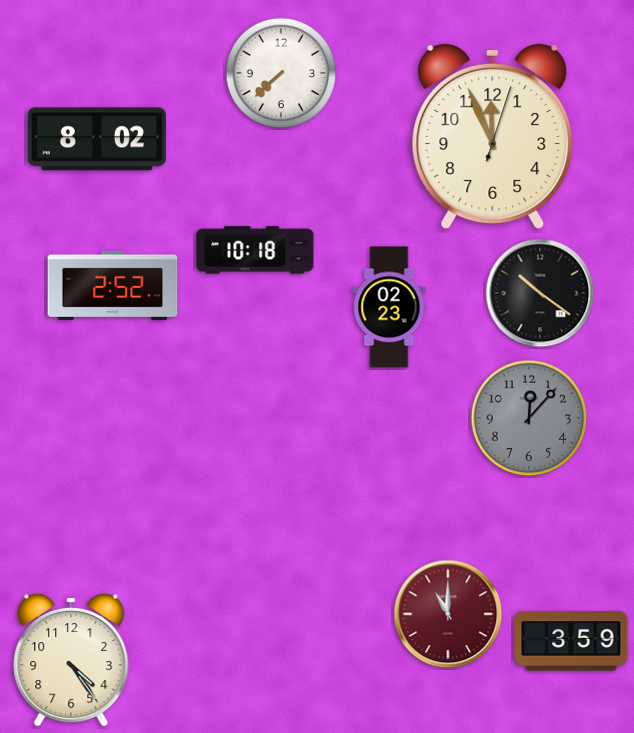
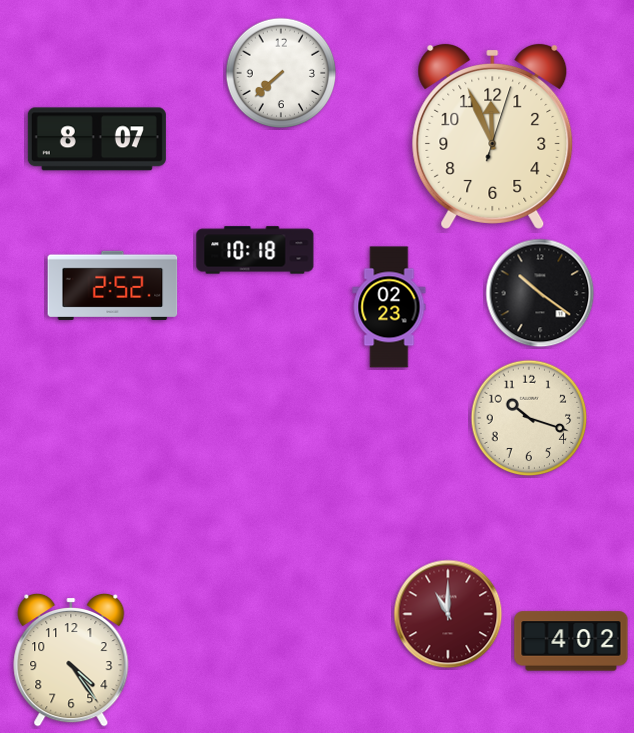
clock at (97, 139): 8:02 -> 8:07
clock at (529, 418): 12:07 -> 10:18
clock at (529, 418) dial: grey -> cream
clock at (571, 641): 3:59 -> 4:02
